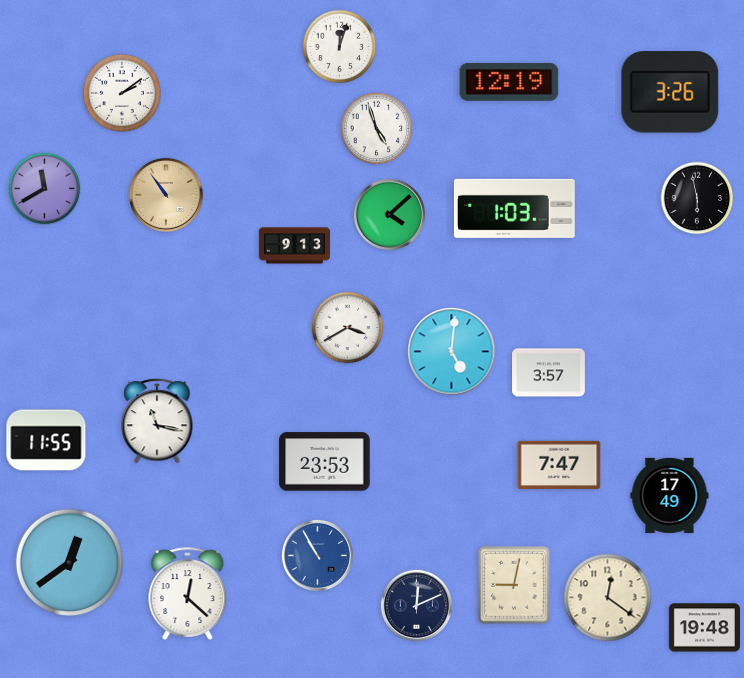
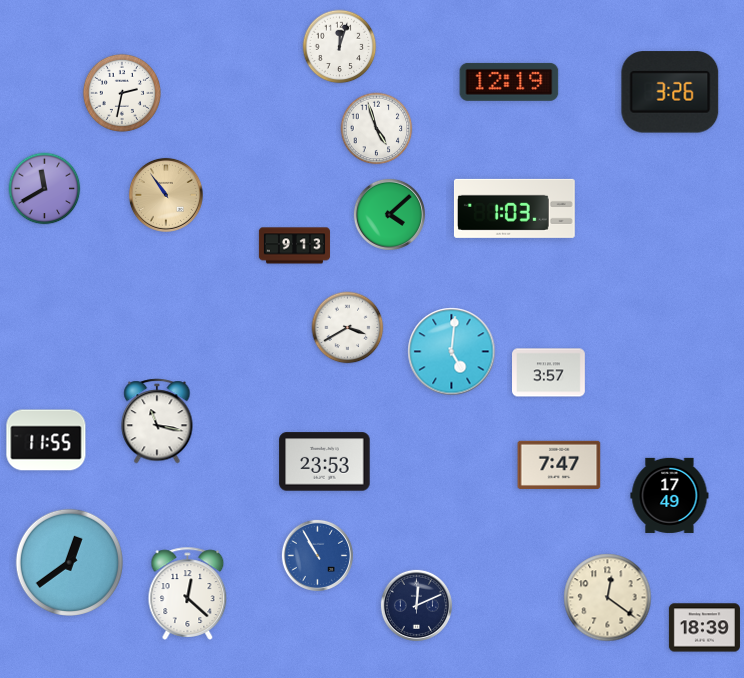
clock at (122, 93): 2:09 -> 2:32
clock at (697, 198): 5:58 -> none
clock at (514, 585): 9:02 -> none
clock at (704, 628): 19:48 -> 18:39
